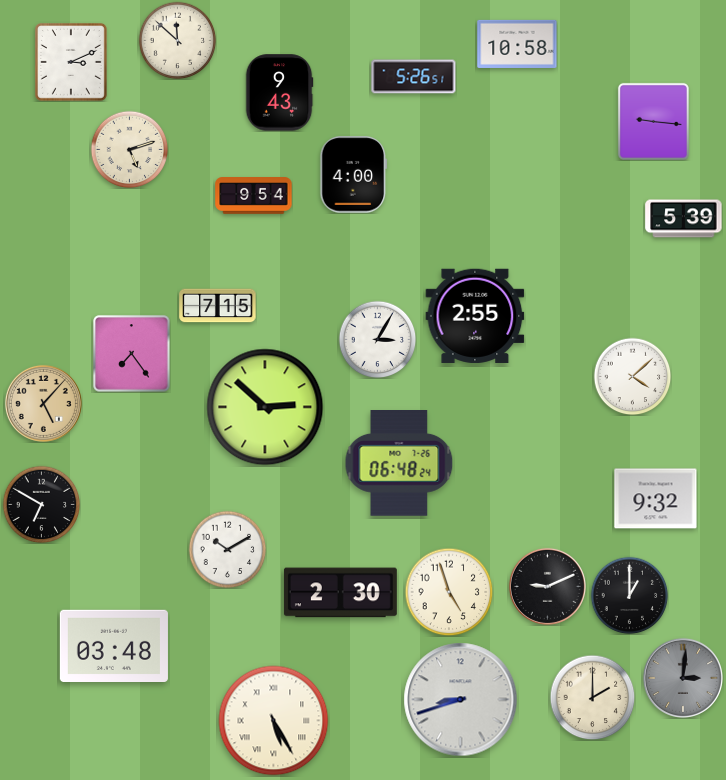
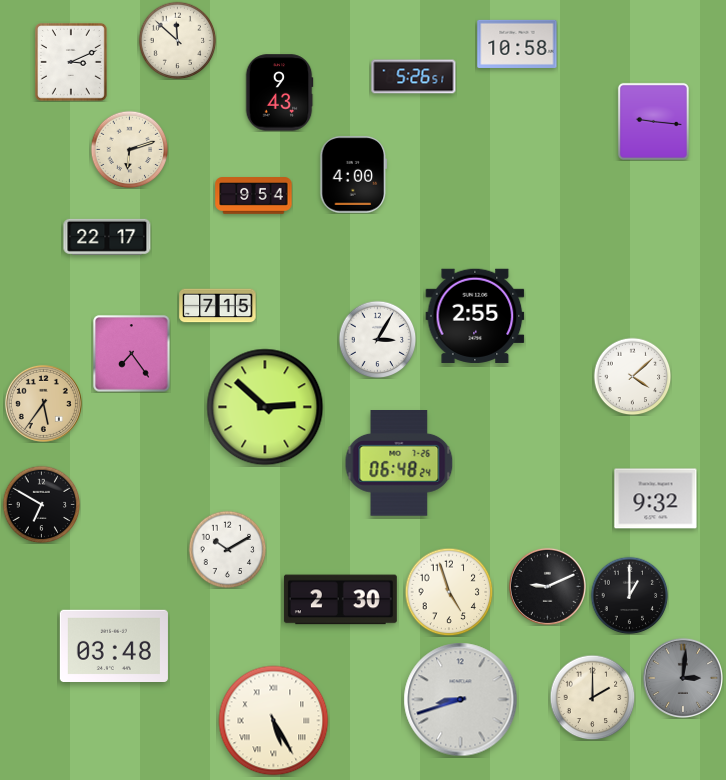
clock at (129, 149): 5:12 -> 6:12
clock at (684, 219): 5:39 -> none
clock at (107, 237): none -> 22:17
clock at (43, 403): 5:07 -> 5:36
clock at (340, 593) position: (340, 593) -> (340, 600)
